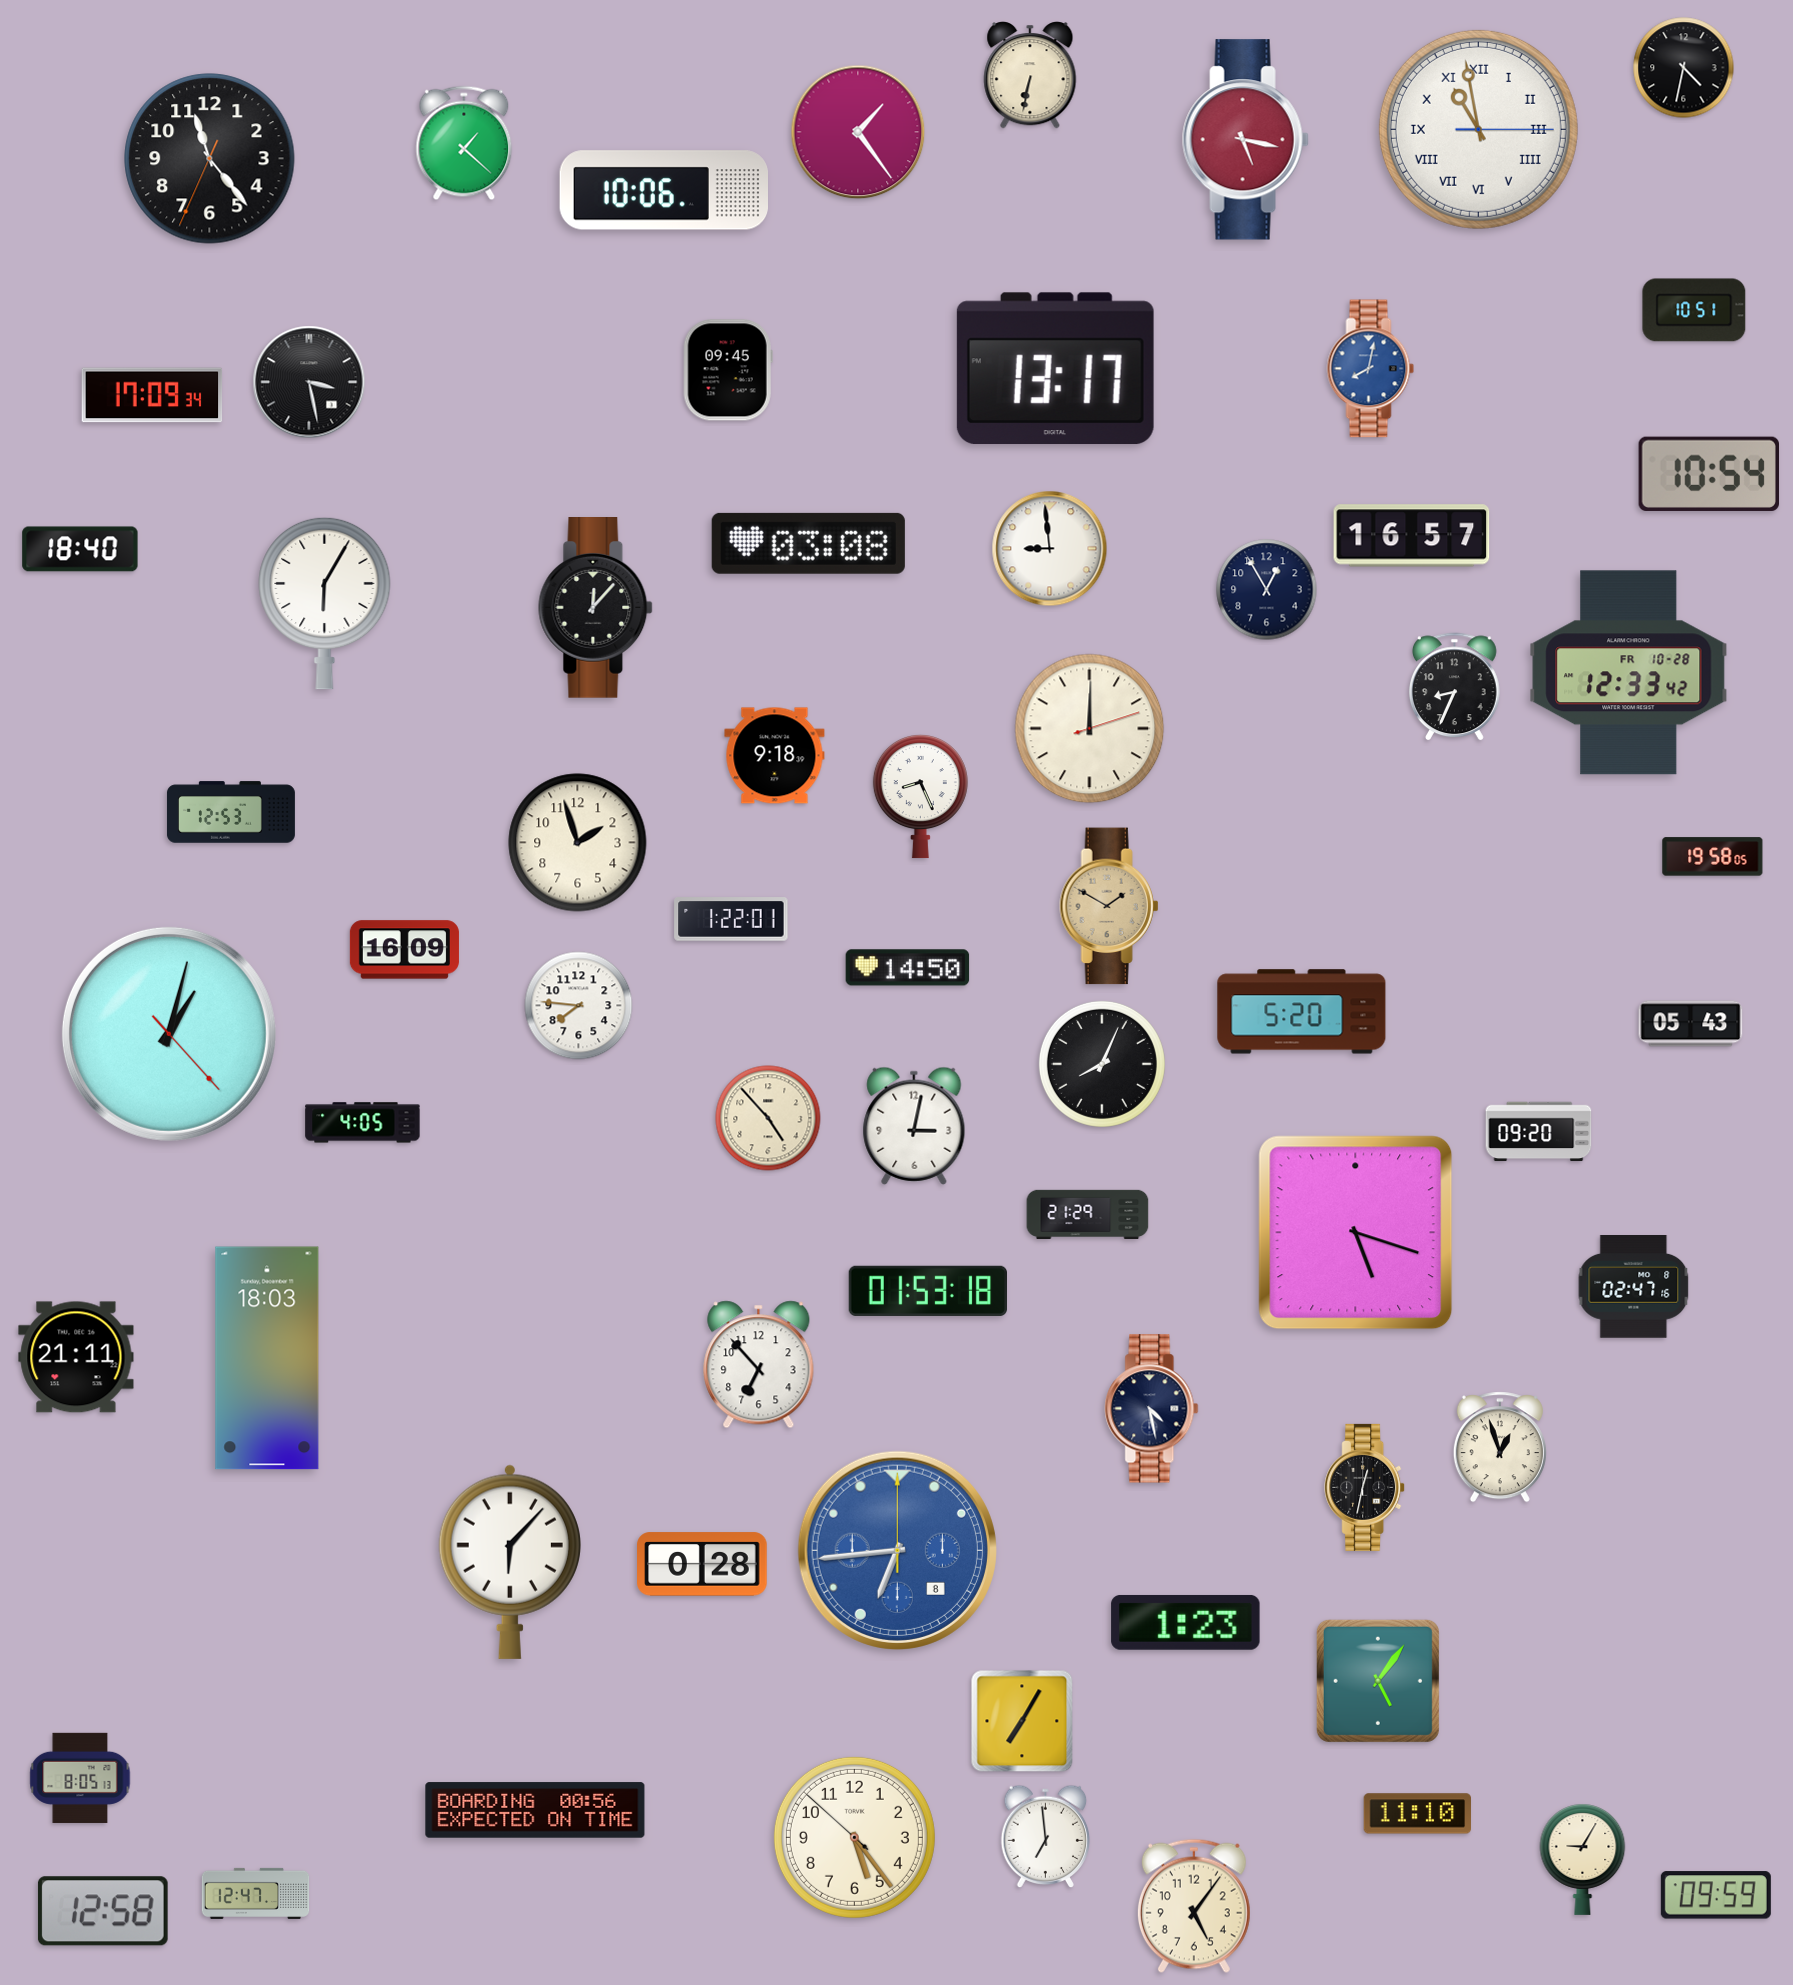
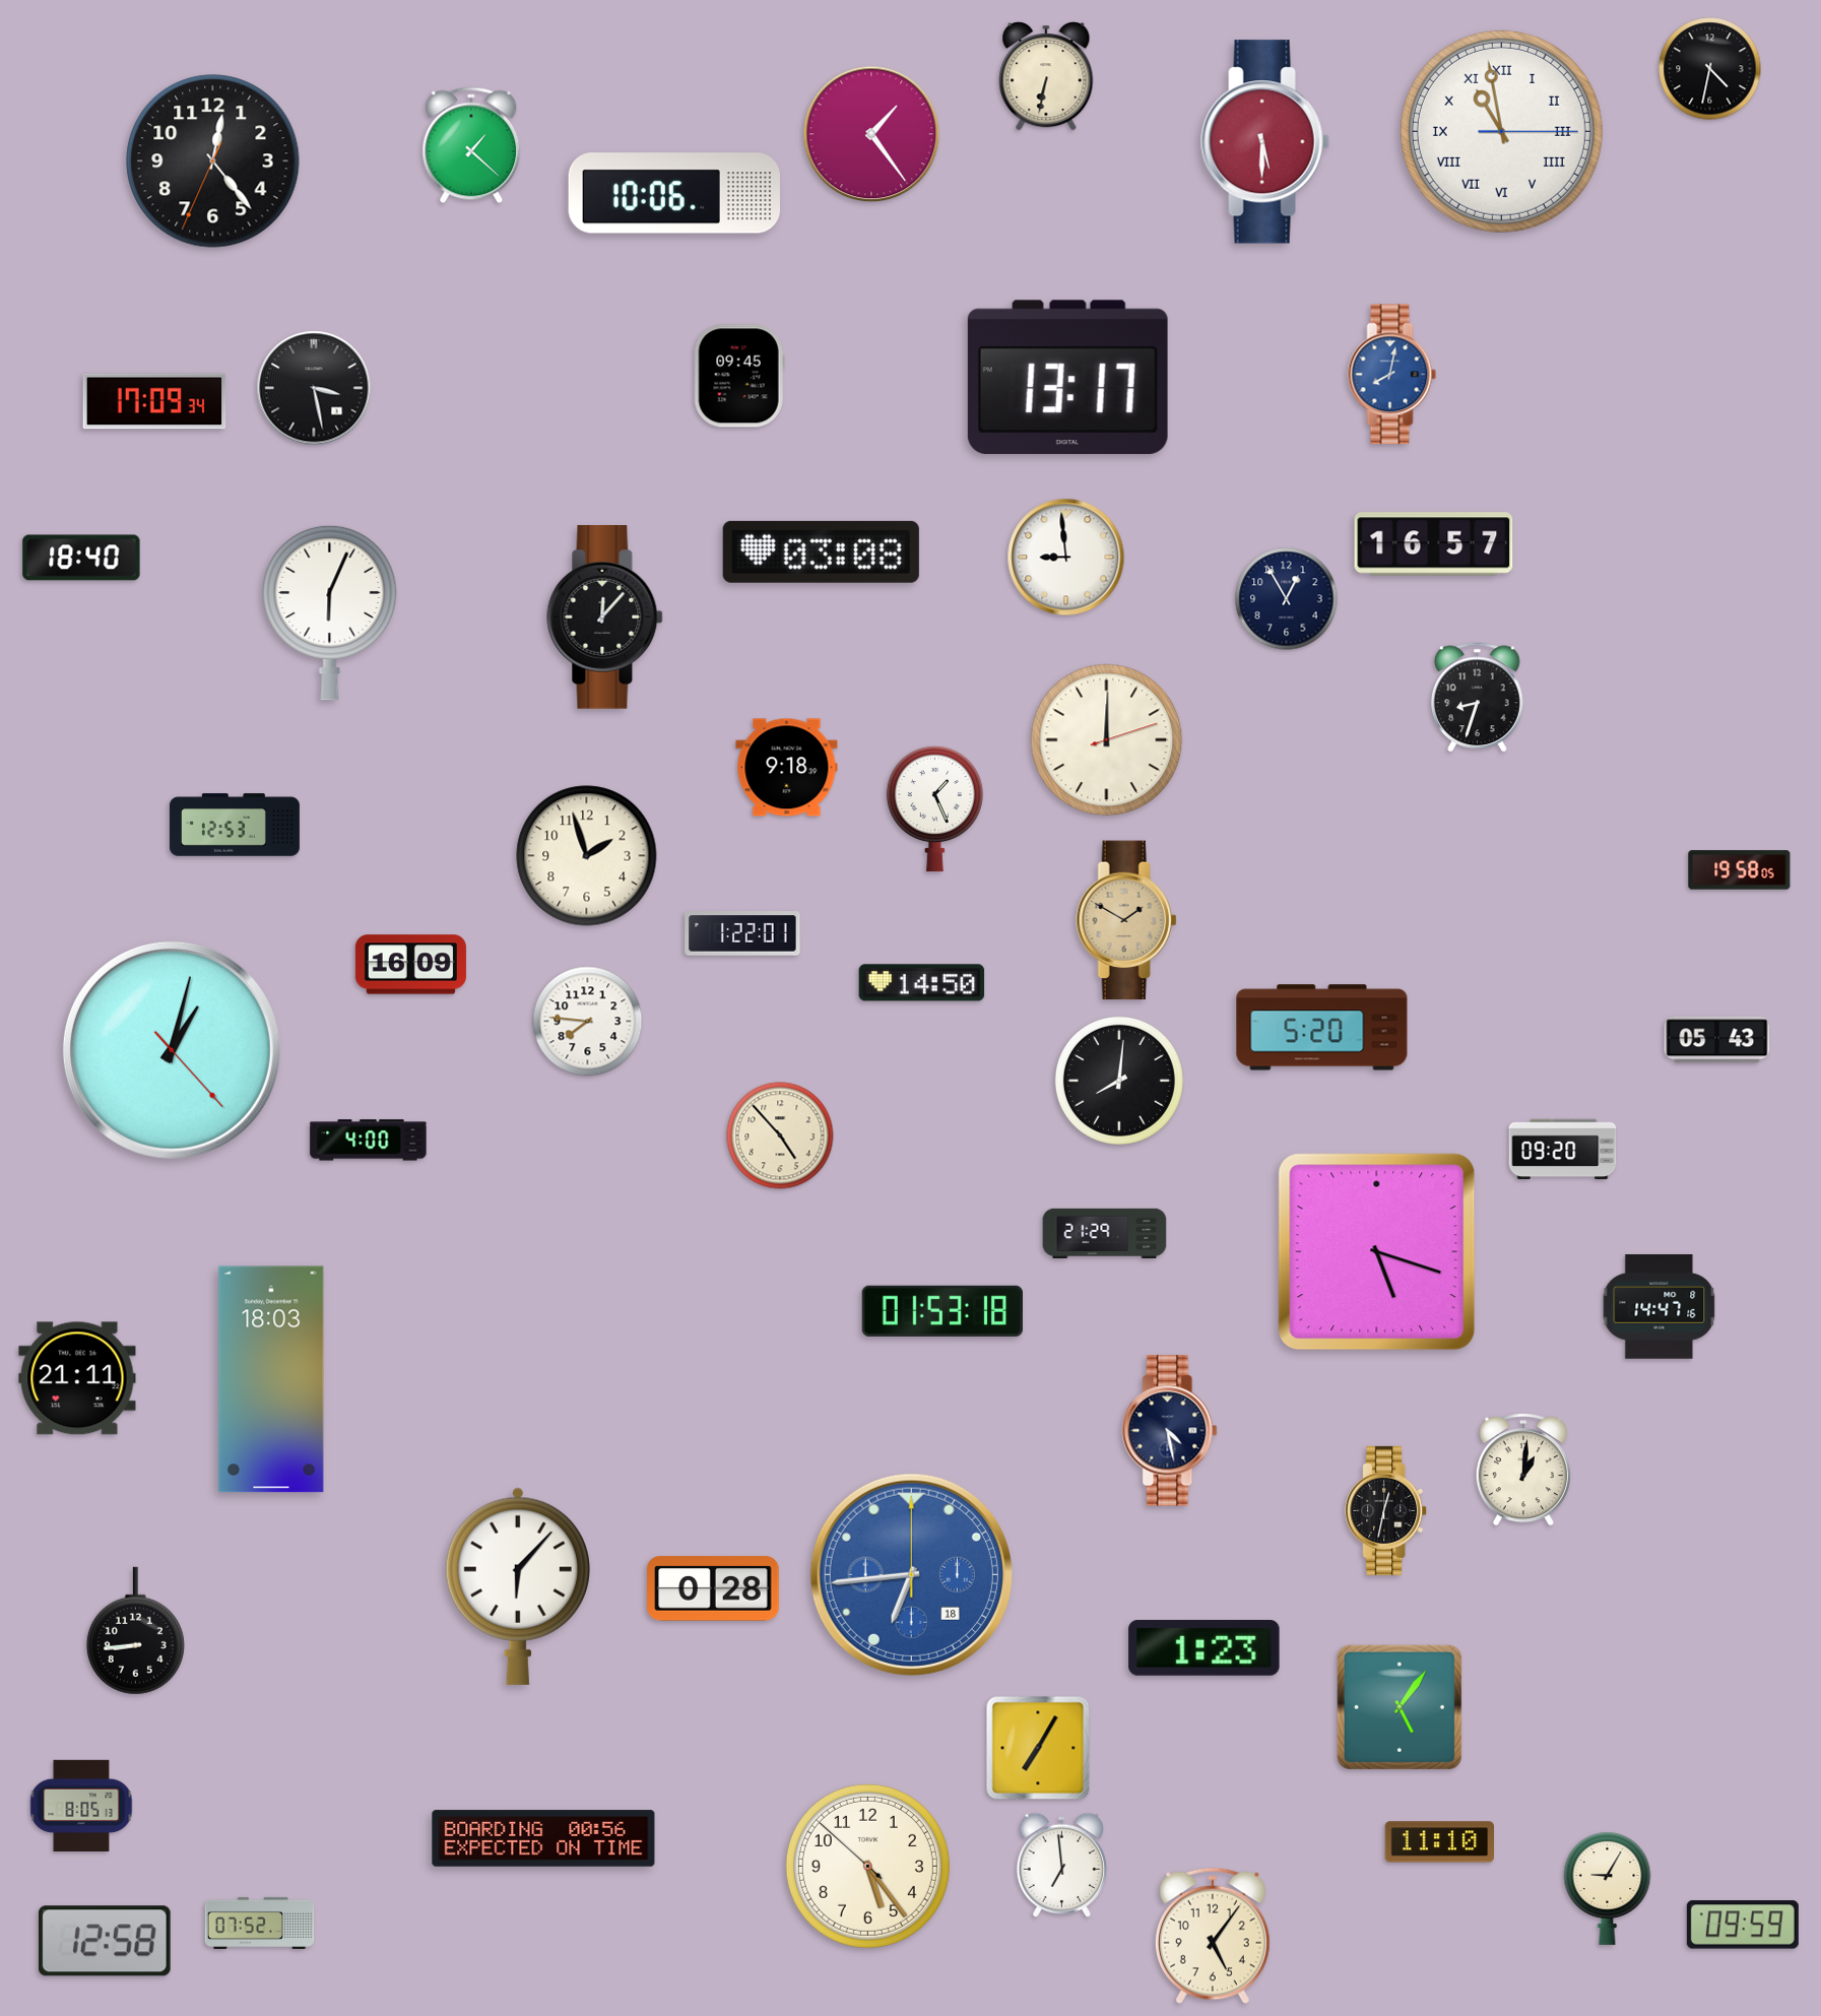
clock at (1245, 140): 5:17 -> 5:30
clock at (210, 159): 11:23 -> 12:23
clock at (1694, 310): 10:51 -> none
clock at (1055, 369) position: (1055, 369) -> (1067, 378)
clock at (1708, 474): 10:54 -> none
clock at (325, 603): 6:05 -> 6:04
clock at (1629, 673): 12:33 -> none
clock at (1454, 687): 8:34 -> 8:33
clock at (920, 797): 8:26 -> 1:26
clock at (1102, 1064): 8:04 -> 8:01
clock at (363, 1123): 4:05 -> 4:00
clock at (914, 1126): 3:02 -> none
clock at (1634, 1287): 02:47 -> 14:47
clock at (759, 1365): 6:53 -> none
clock at (1500, 1447): 12:57 -> 1:01
clock at (897, 1550) date: 8 -> 18
clock at (135, 1631): none -> 8:44
clock at (256, 1893): 12:47 -> 07:52
